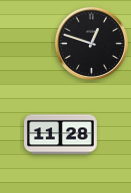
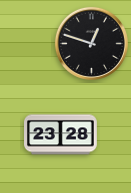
clock at (61, 135): 11:28 -> 23:28
